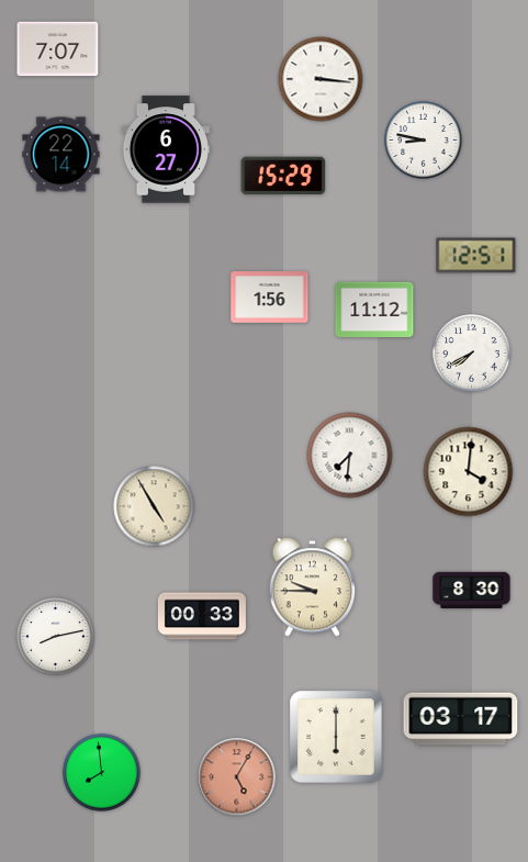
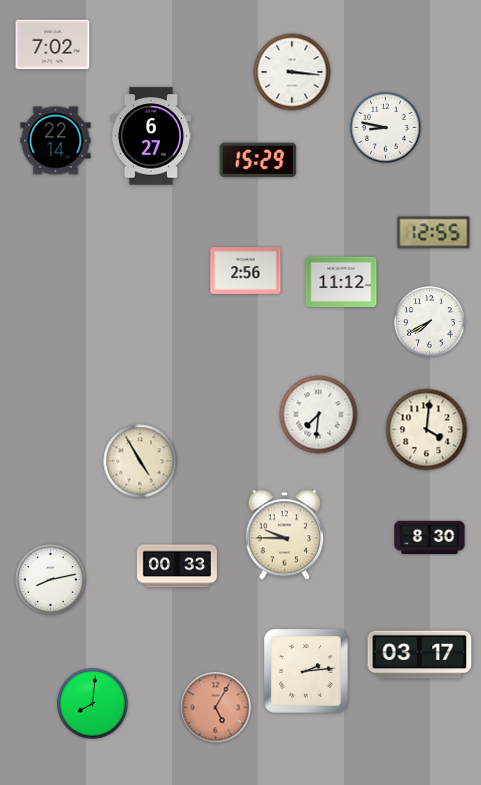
clock at (58, 49): 7:07 -> 7:02
clock at (476, 256): 12:51 -> 12:55
clock at (270, 298): 1:56 -> 2:56
clock at (202, 616) position: (202, 616) -> (177, 566)
clock at (336, 737): 6:00 -> 2:14
clock at (102, 773): 7:59 -> 8:01
